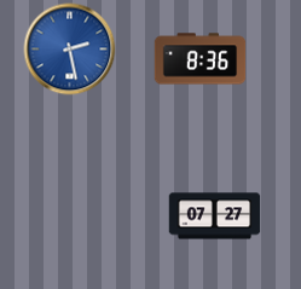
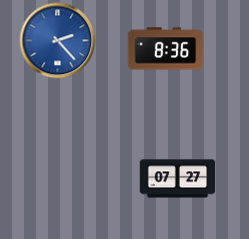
clock at (70, 50): 2:28 -> 2:23
